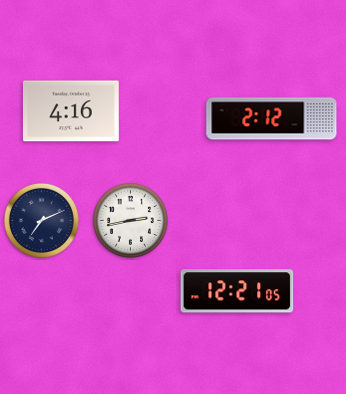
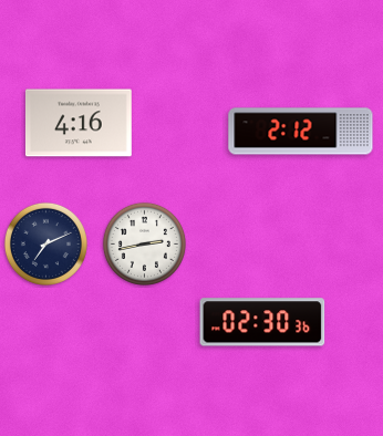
clock at (237, 291): 12:21 -> 02:30
